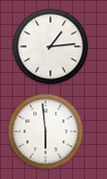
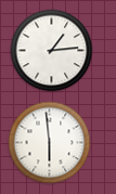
clock at (51, 47) position: (51, 47) -> (52, 51)
